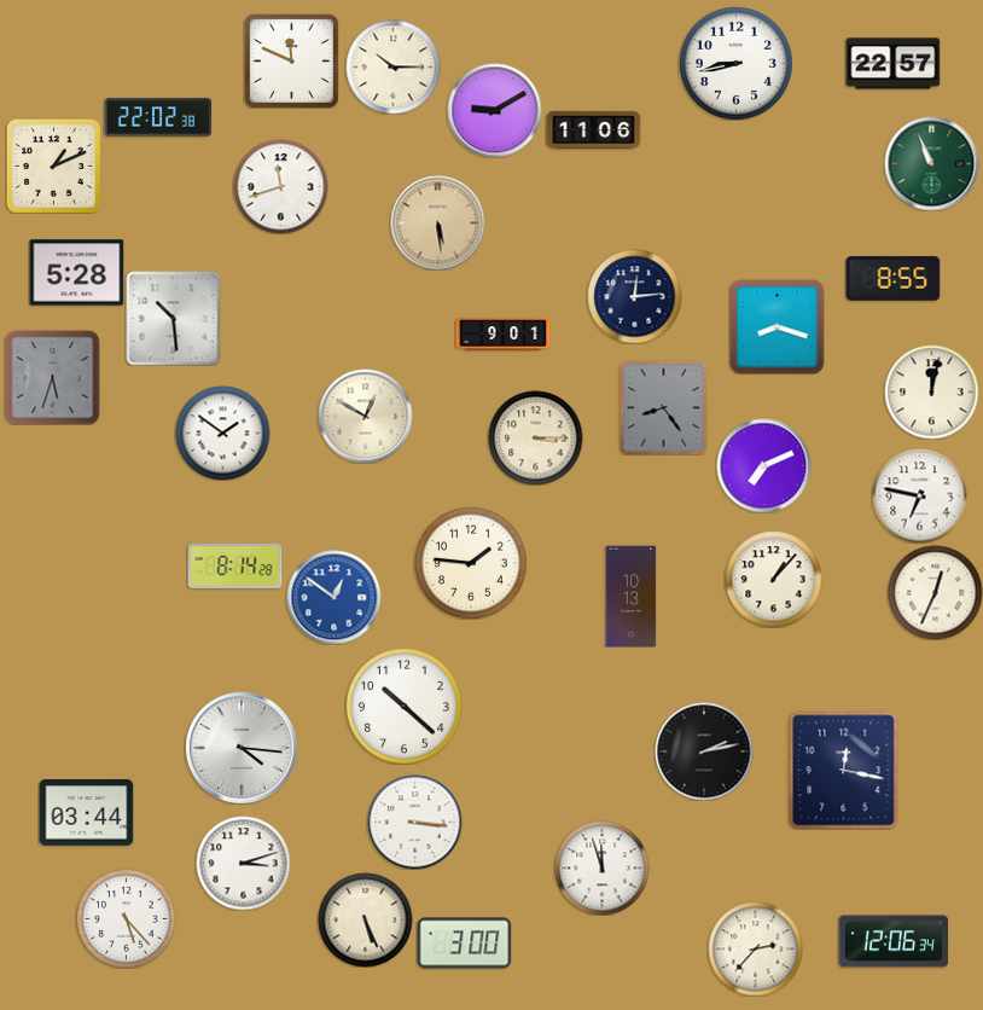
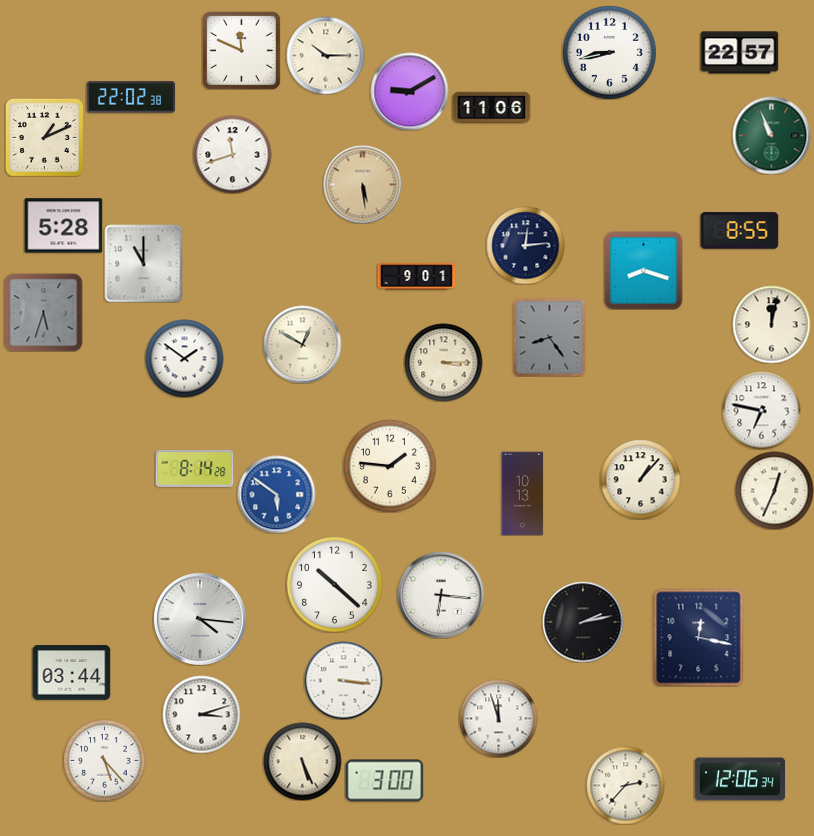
clock at (173, 318): 10:29 -> 11:00
clock at (763, 465): 7:11 -> none
clock at (333, 597): 12:51 -> 5:51
clock at (441, 595): none -> 6:16
